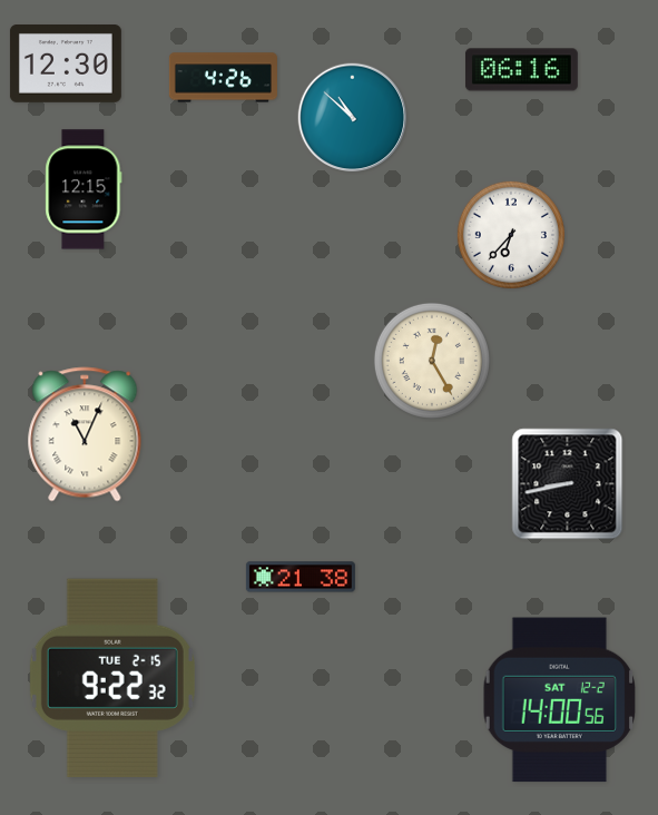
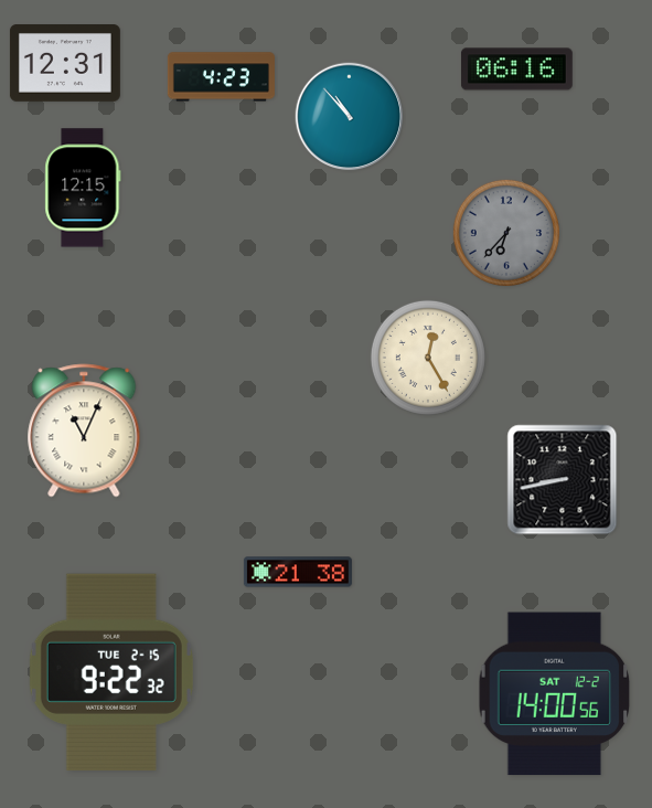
clock at (66, 65): 12:30 -> 12:31
clock at (223, 78): 4:26 -> 4:23
clock at (353, 118): 10:52 -> 10:53
clock at (511, 235) dial: white -> grey
